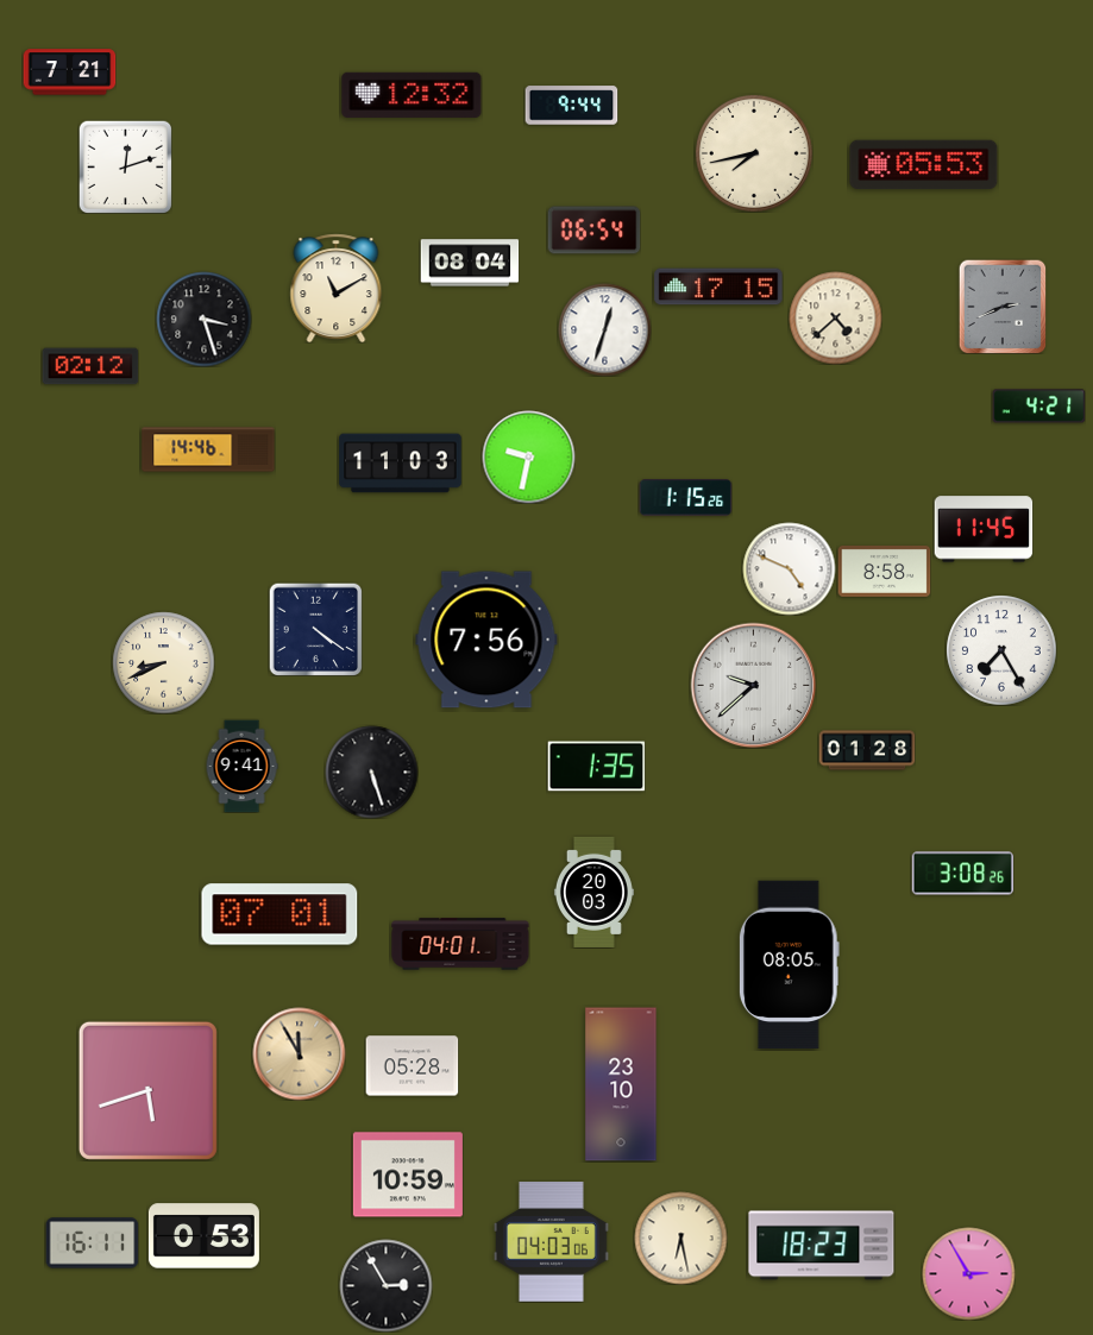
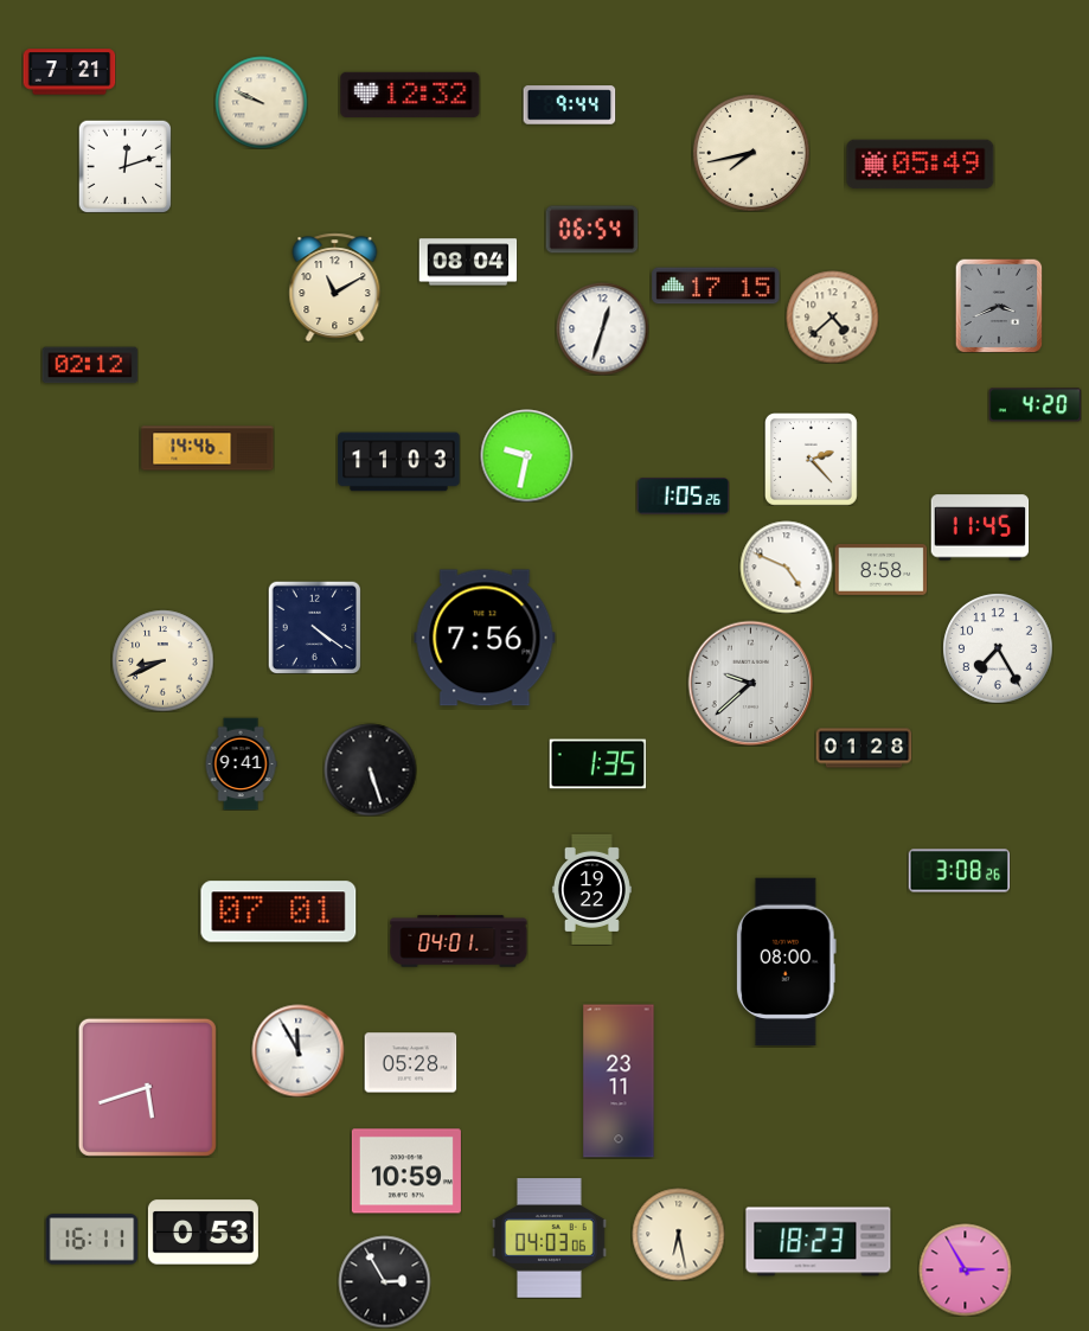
clock at (261, 102): none -> 9:49
clock at (924, 165): 05:53 -> 05:49
clock at (1003, 307): 2:41 -> 3:41
clock at (203, 319): 3:27 -> none
clock at (1038, 407): 4:21 -> 4:20
clock at (812, 460): none -> 2:23
clock at (685, 498): 1:15 -> 1:05
clock at (596, 767) position: (596, 767) -> (597, 764)
clock at (593, 892): 20:03 -> 19:22
clock at (789, 965): 08:05 -> 08:00
clock at (299, 1053) dial: champagne -> white
clock at (621, 1084): 23:10 -> 23:11
